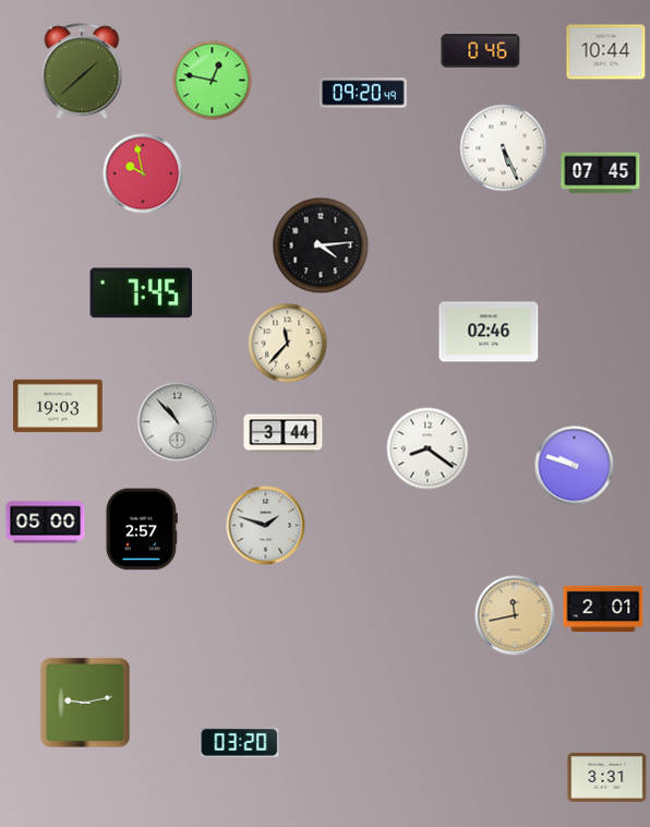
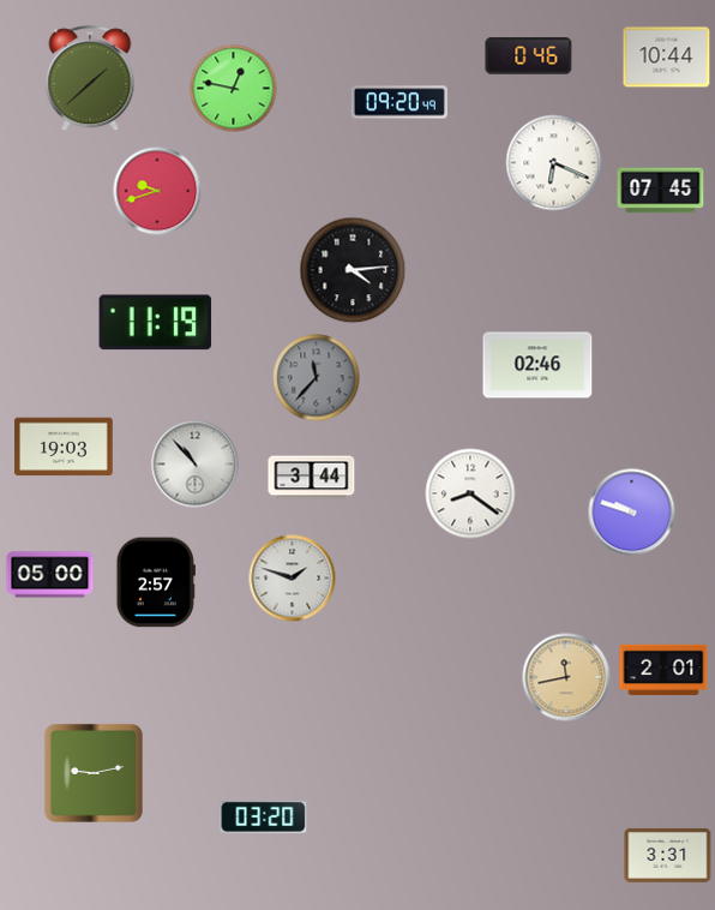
clock at (504, 148): 5:26 -> 6:19
clock at (143, 173): 9:58 -> 9:42
clock at (142, 293): 7:45 -> 11:19
clock at (288, 344) dial: cream -> grey
